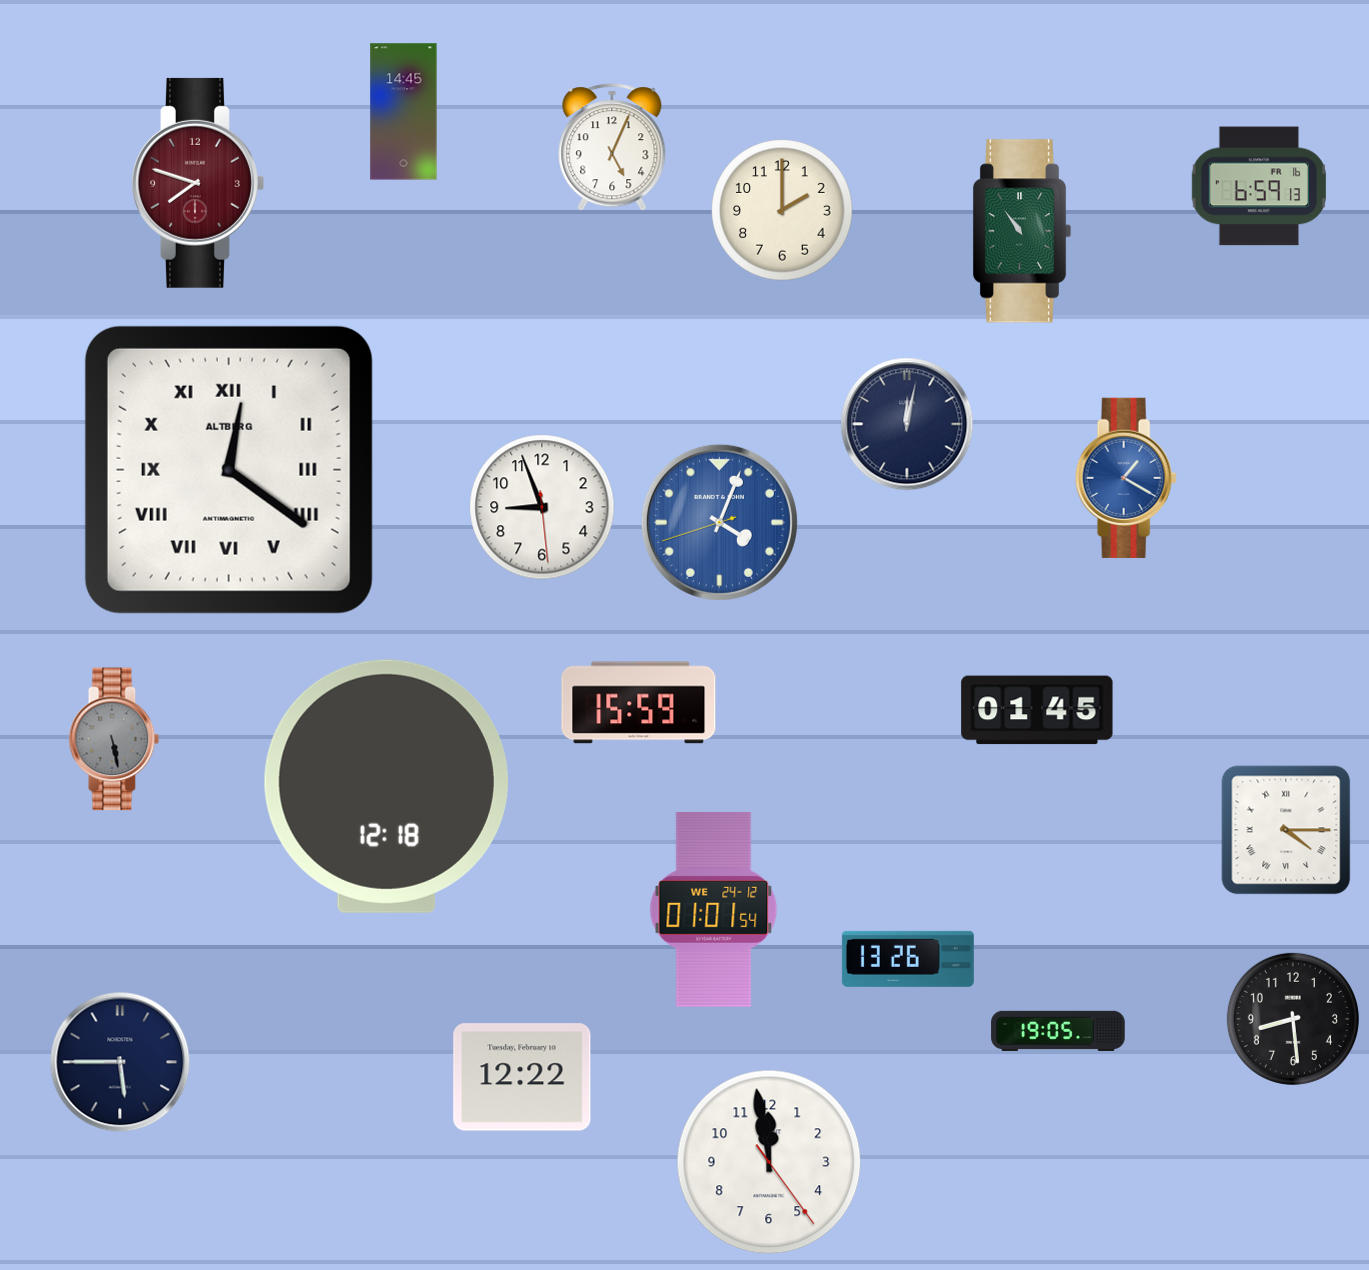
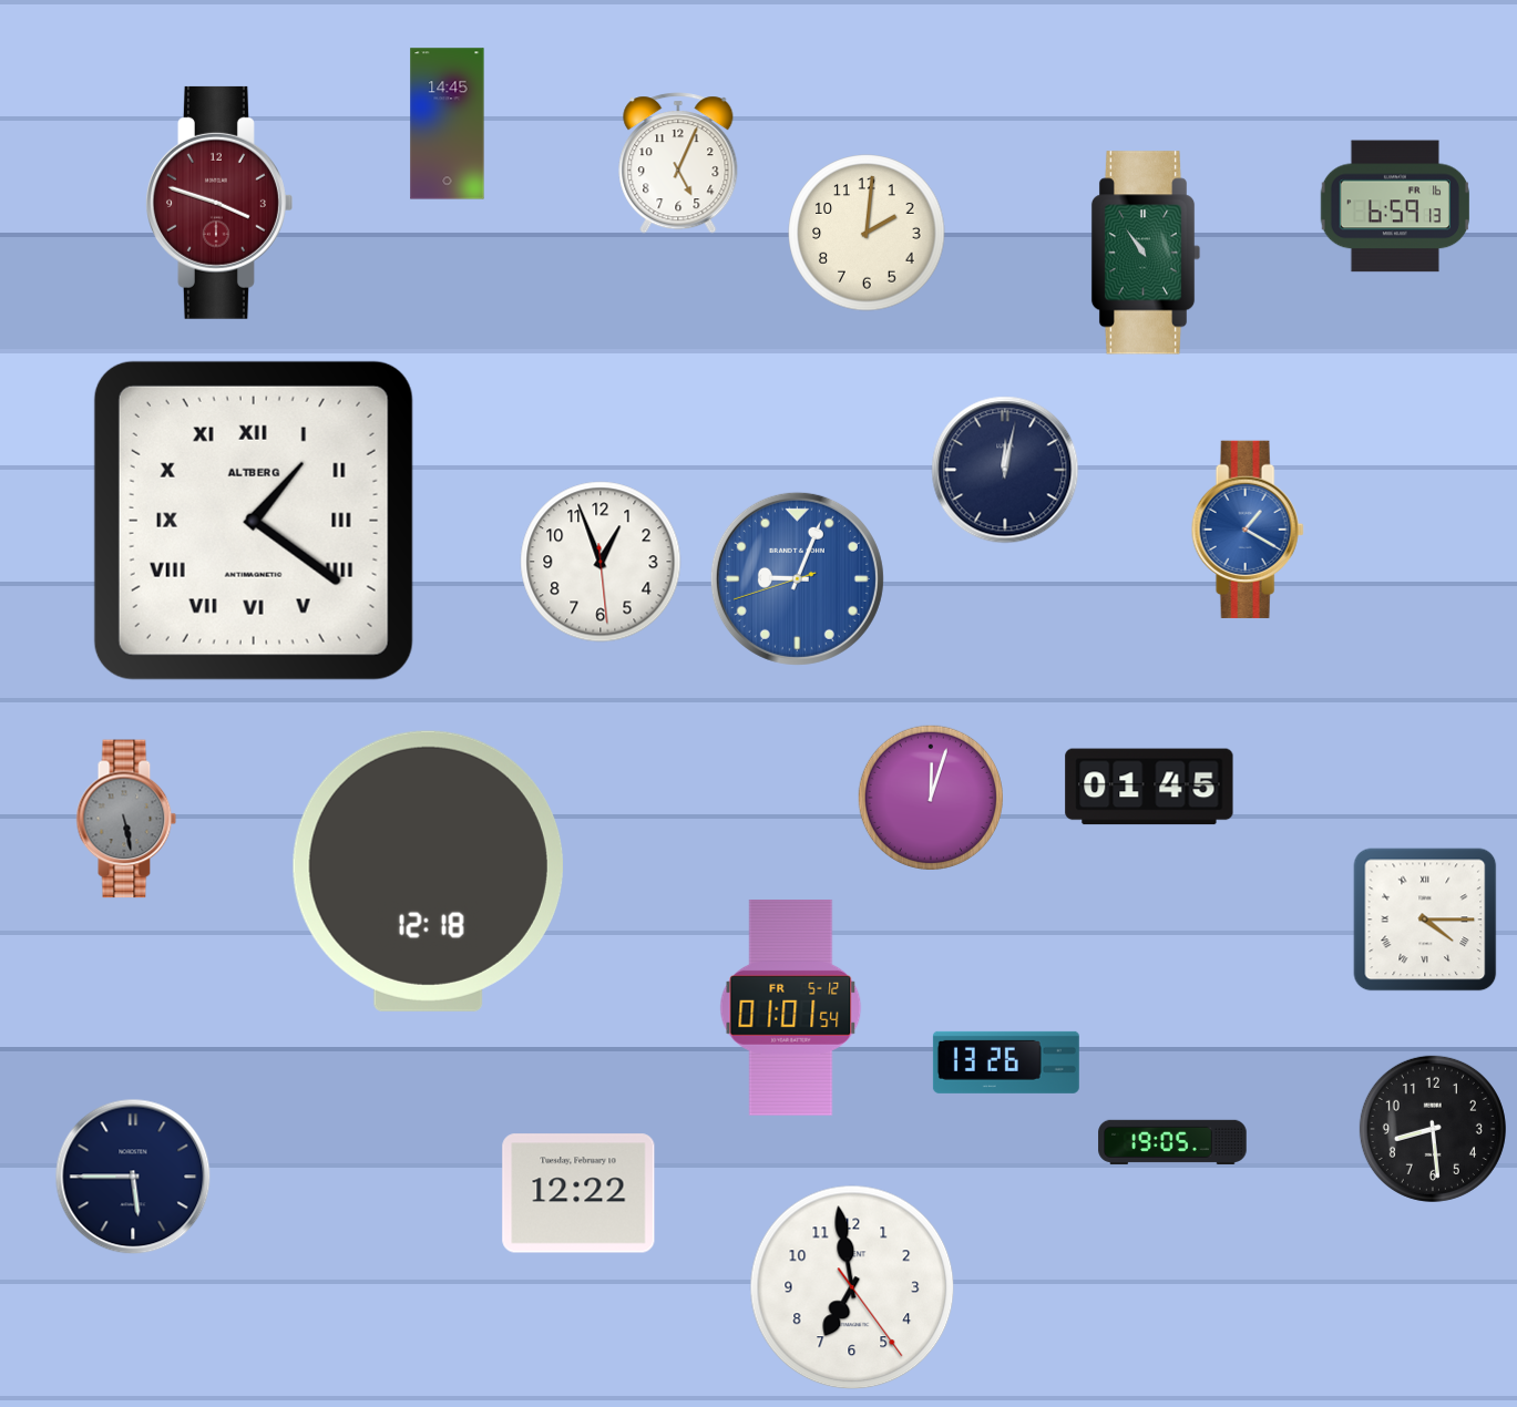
clock at (198, 183): 7:48 -> 3:48
clock at (782, 210): 2:00 -> 2:01
clock at (1022, 231) position: (1022, 231) -> (1146, 253)
clock at (229, 470): 12:21 -> 1:21
clock at (542, 507): 8:56 -> 12:56
clock at (719, 522): 4:03 -> 9:03
clock at (639, 703): 15:59 -> none
clock at (931, 798): none -> 12:03
clock at (714, 909) date: WE 24-12 -> FR 5-12
clock at (769, 1162): 11:58 -> 6:58
